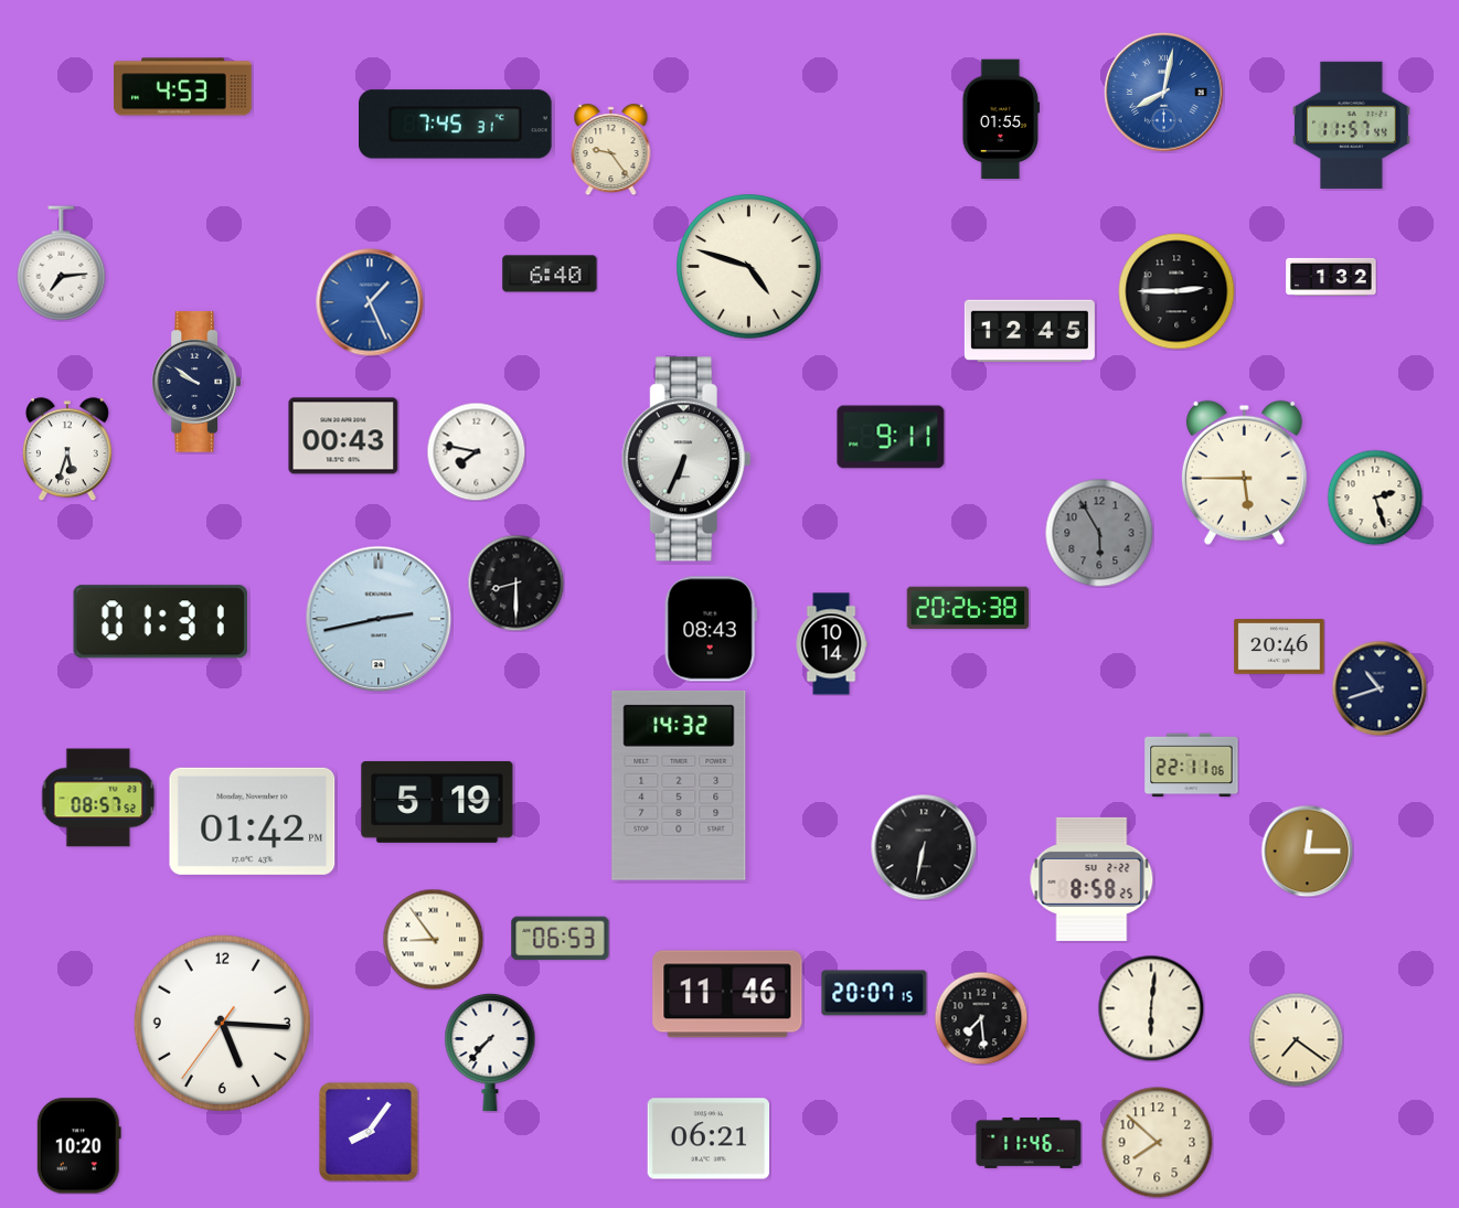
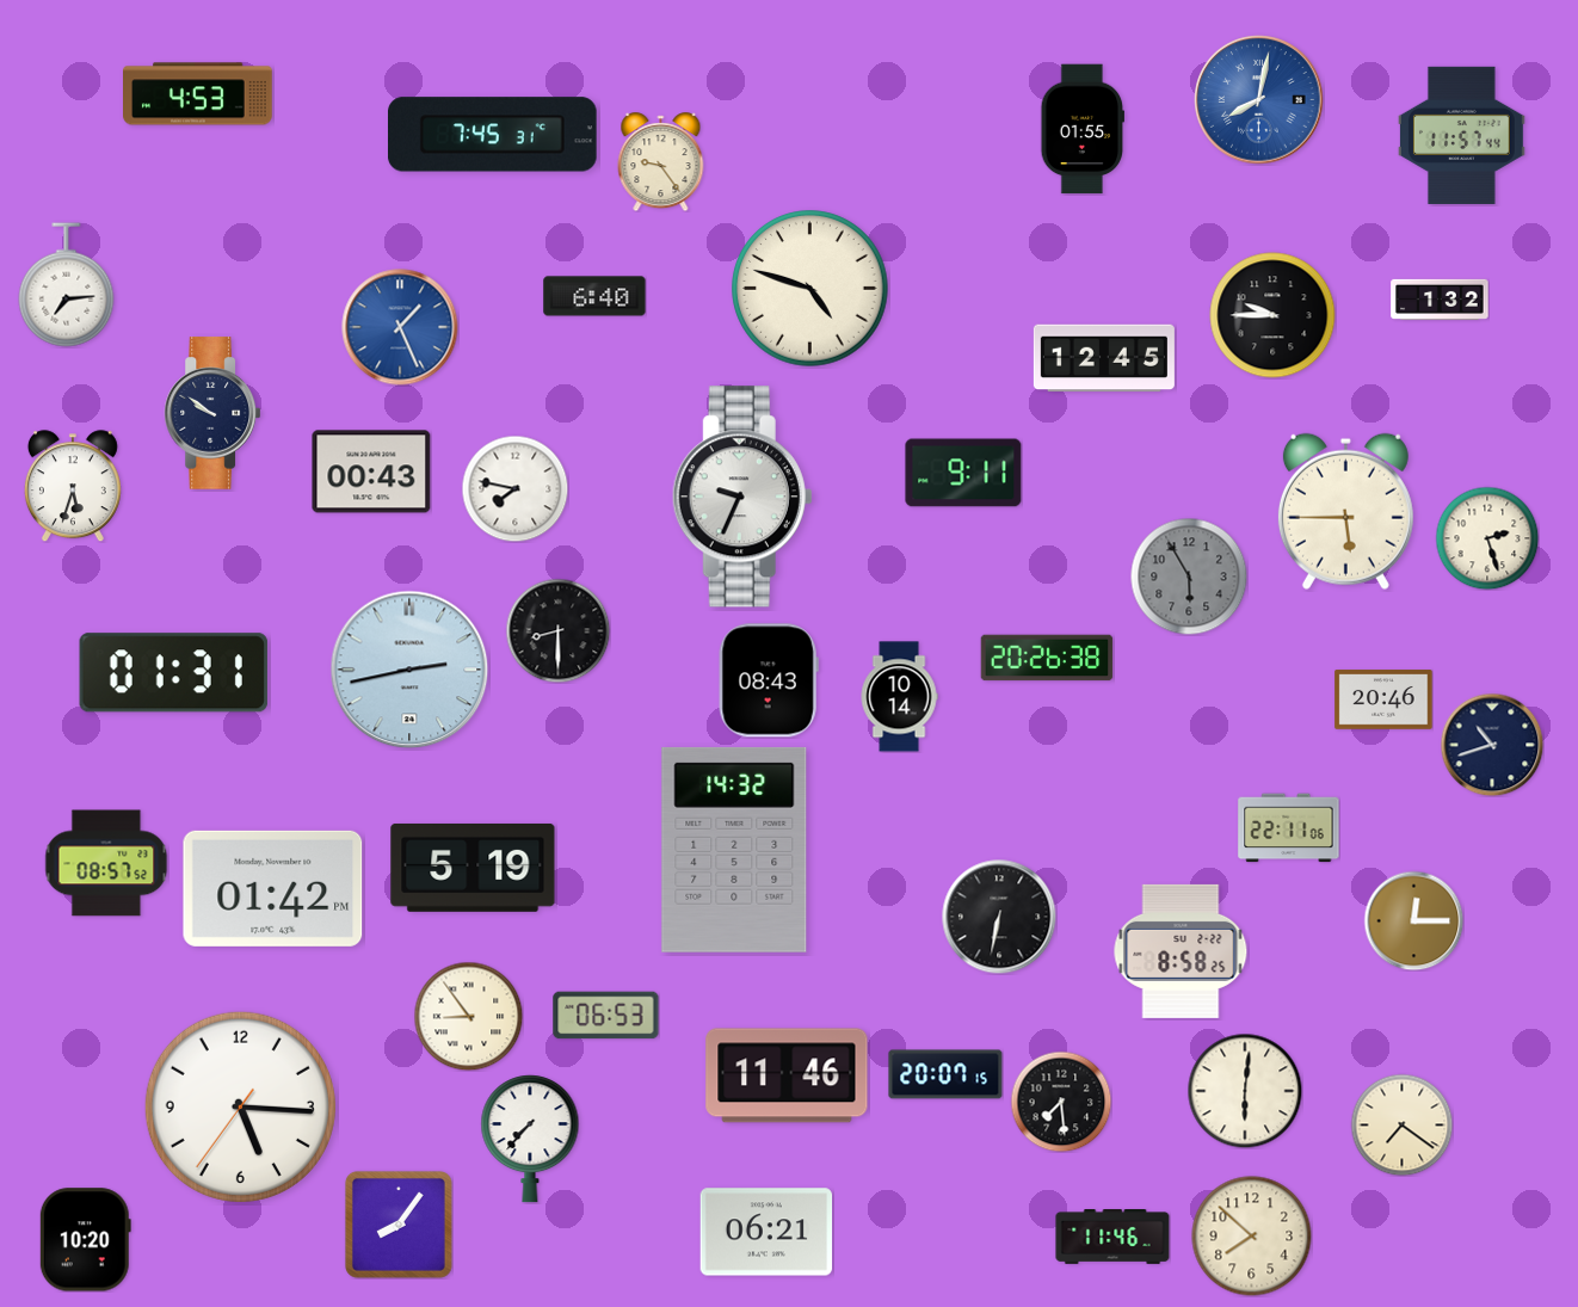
clock at (1176, 291): 2:45 -> 9:45
clock at (1030, 331) position: (1030, 331) -> (1104, 358)
clock at (686, 459): 6:34 -> 9:34
